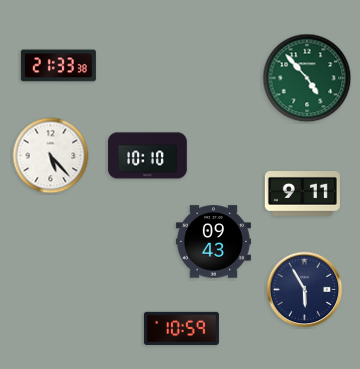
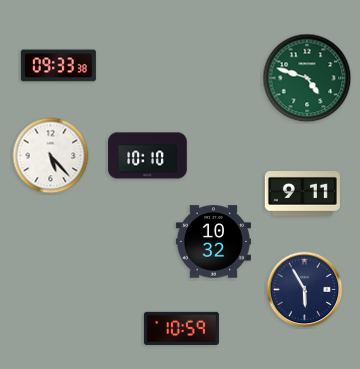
clock at (58, 66): 21:33 -> 09:33
clock at (307, 78): 4:53 -> 4:48
clock at (213, 242): 09:43 -> 10:32
